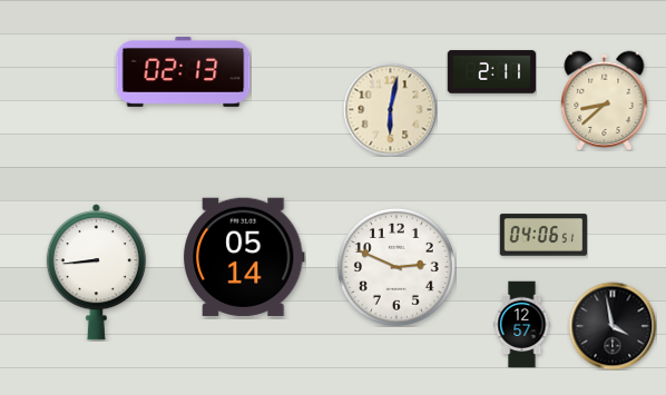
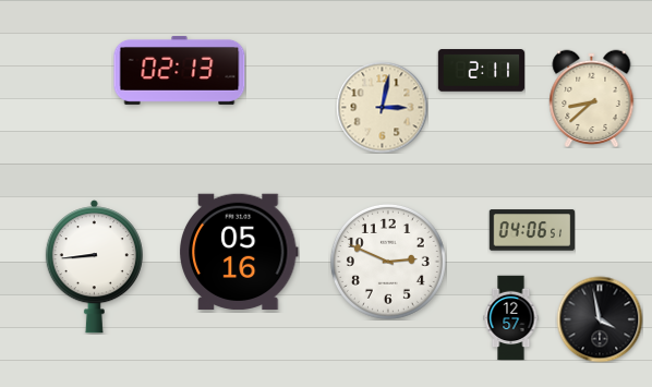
clock at (390, 109): 6:02 -> 3:02
clock at (244, 257): 05:14 -> 05:16
